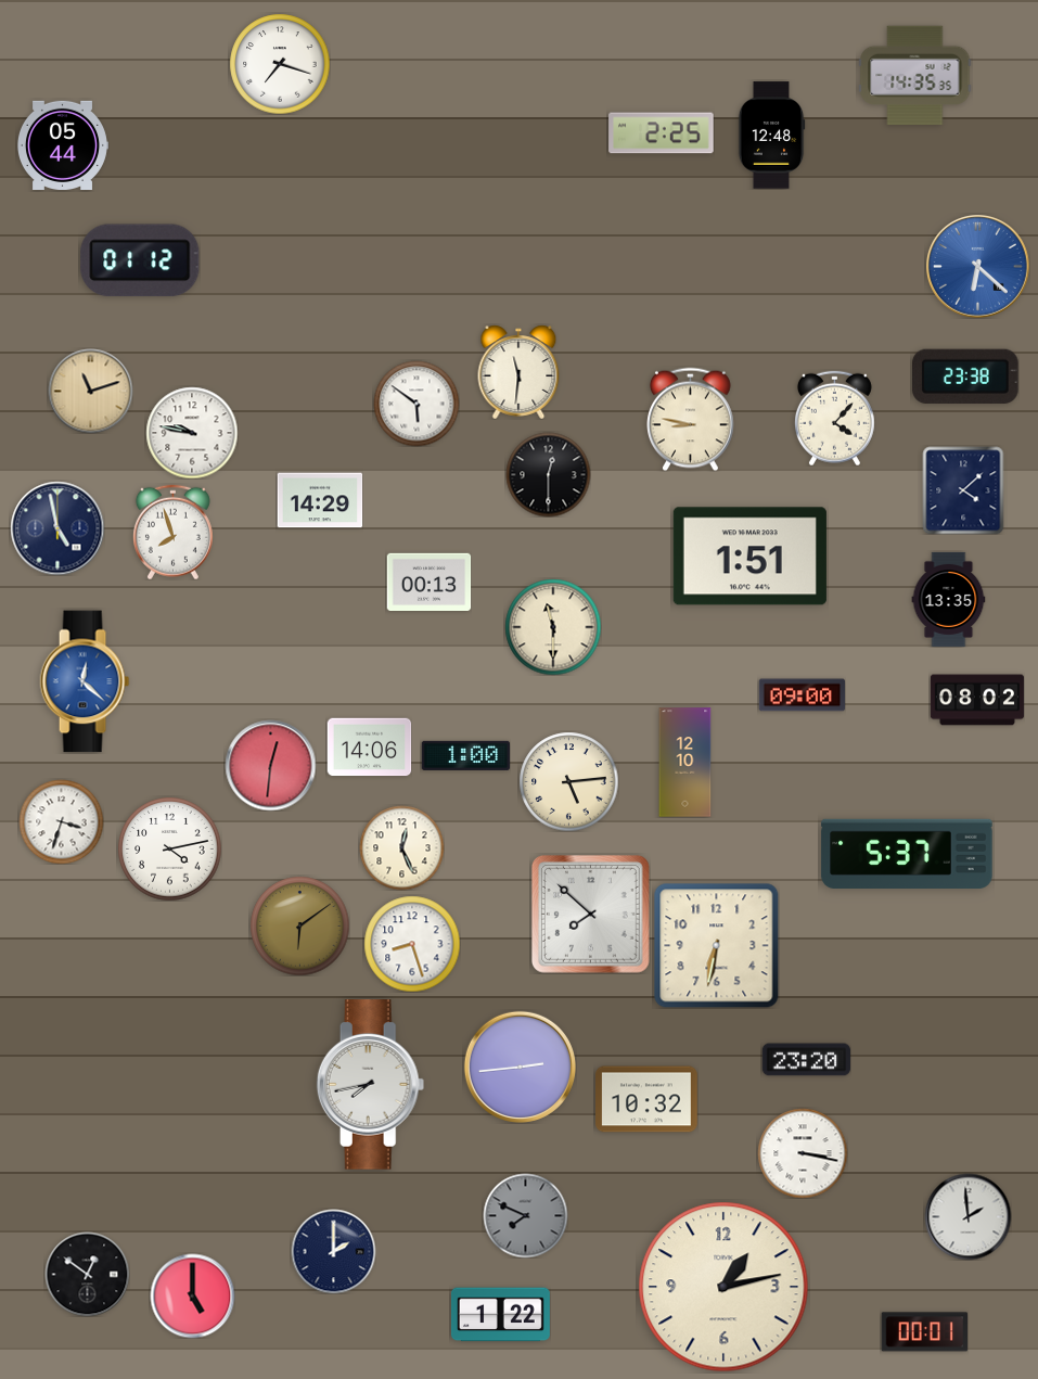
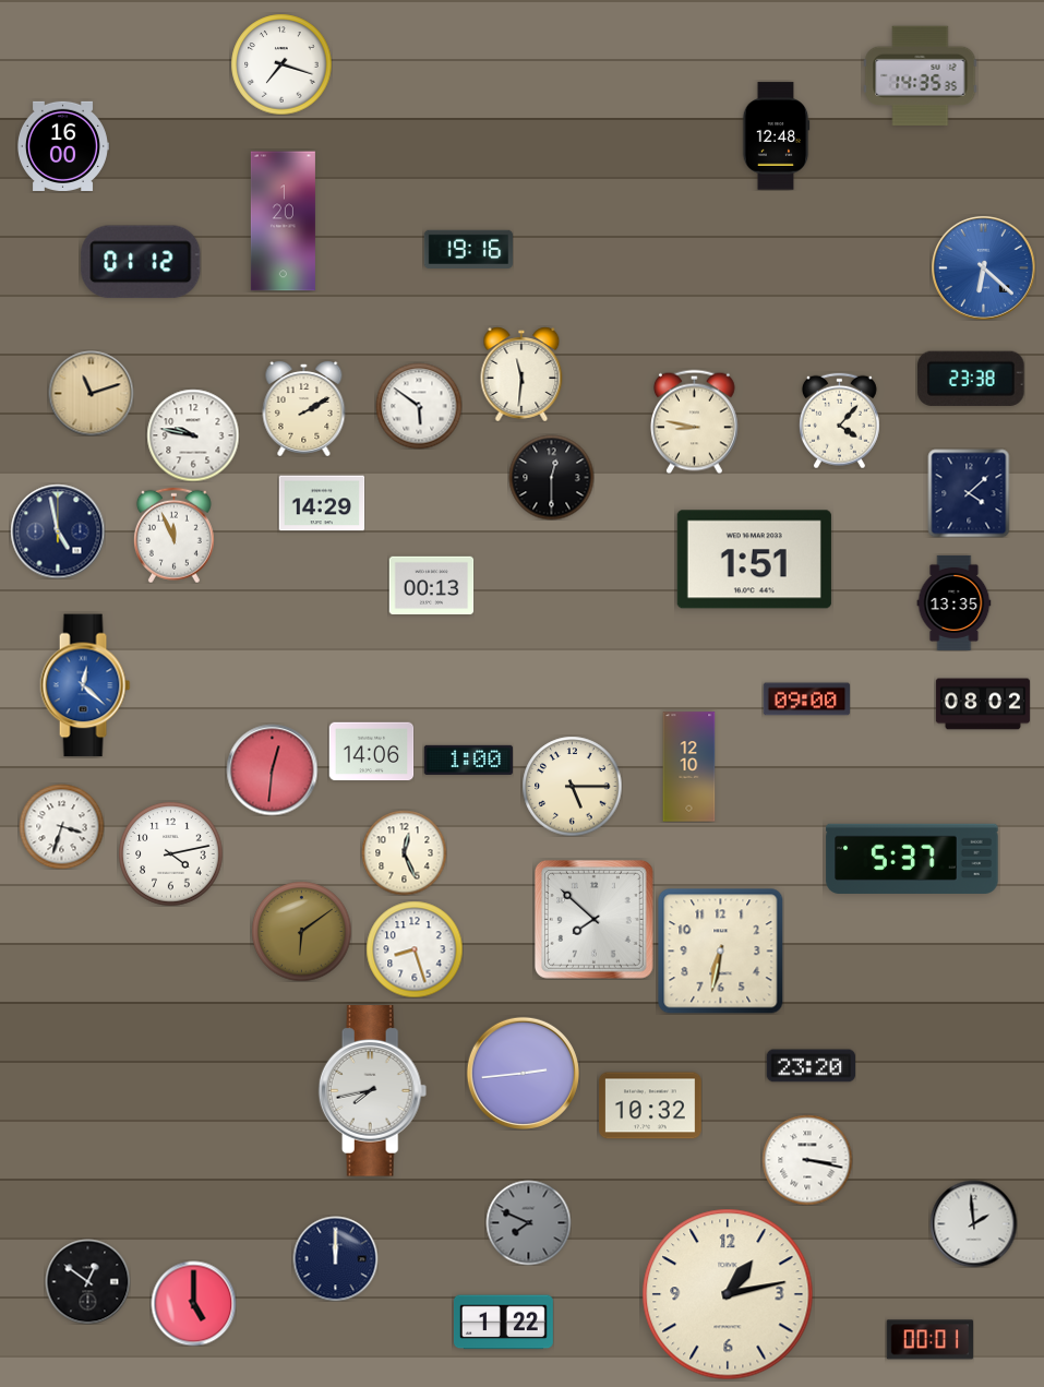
clock at (662, 133): 2:25 -> none
clock at (63, 144): 05:44 -> 16:00
clock at (283, 222): none -> 1:20
clock at (468, 249): none -> 19:16
clock at (304, 408): none -> 2:10
clock at (172, 532): 7:57 -> 11:56
clock at (553, 627): 11:30 -> none
clock at (568, 781): 5:14 -> 5:15
clock at (333, 1251): 2:00 -> 12:00
